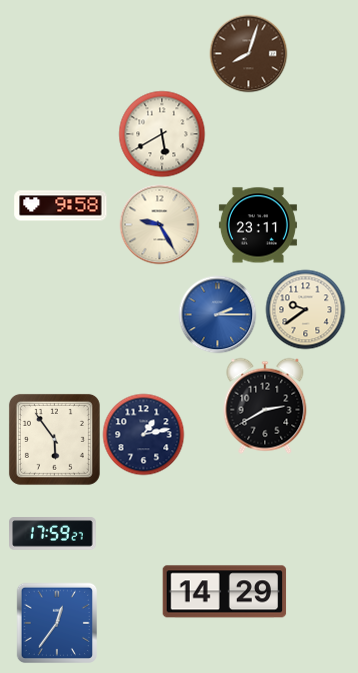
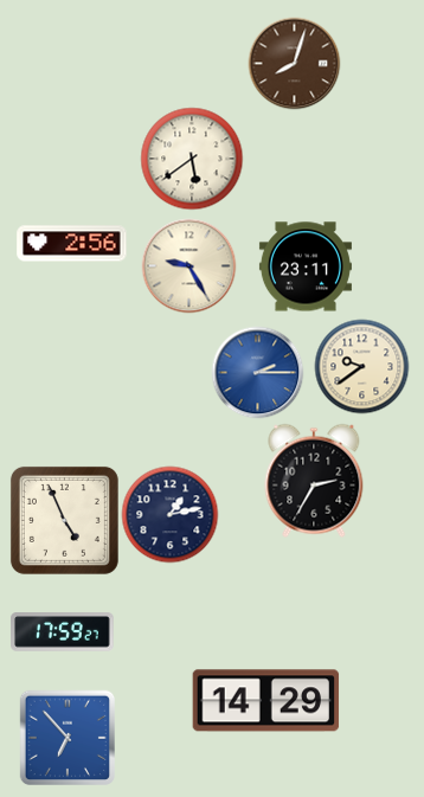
clock at (162, 134): 5:40 -> 5:39
clock at (61, 206): 9:58 -> 2:56
clock at (265, 406): 2:40 -> 2:35
clock at (54, 439): 5:54 -> 4:56
clock at (56, 622): 12:36 -> 6:53
